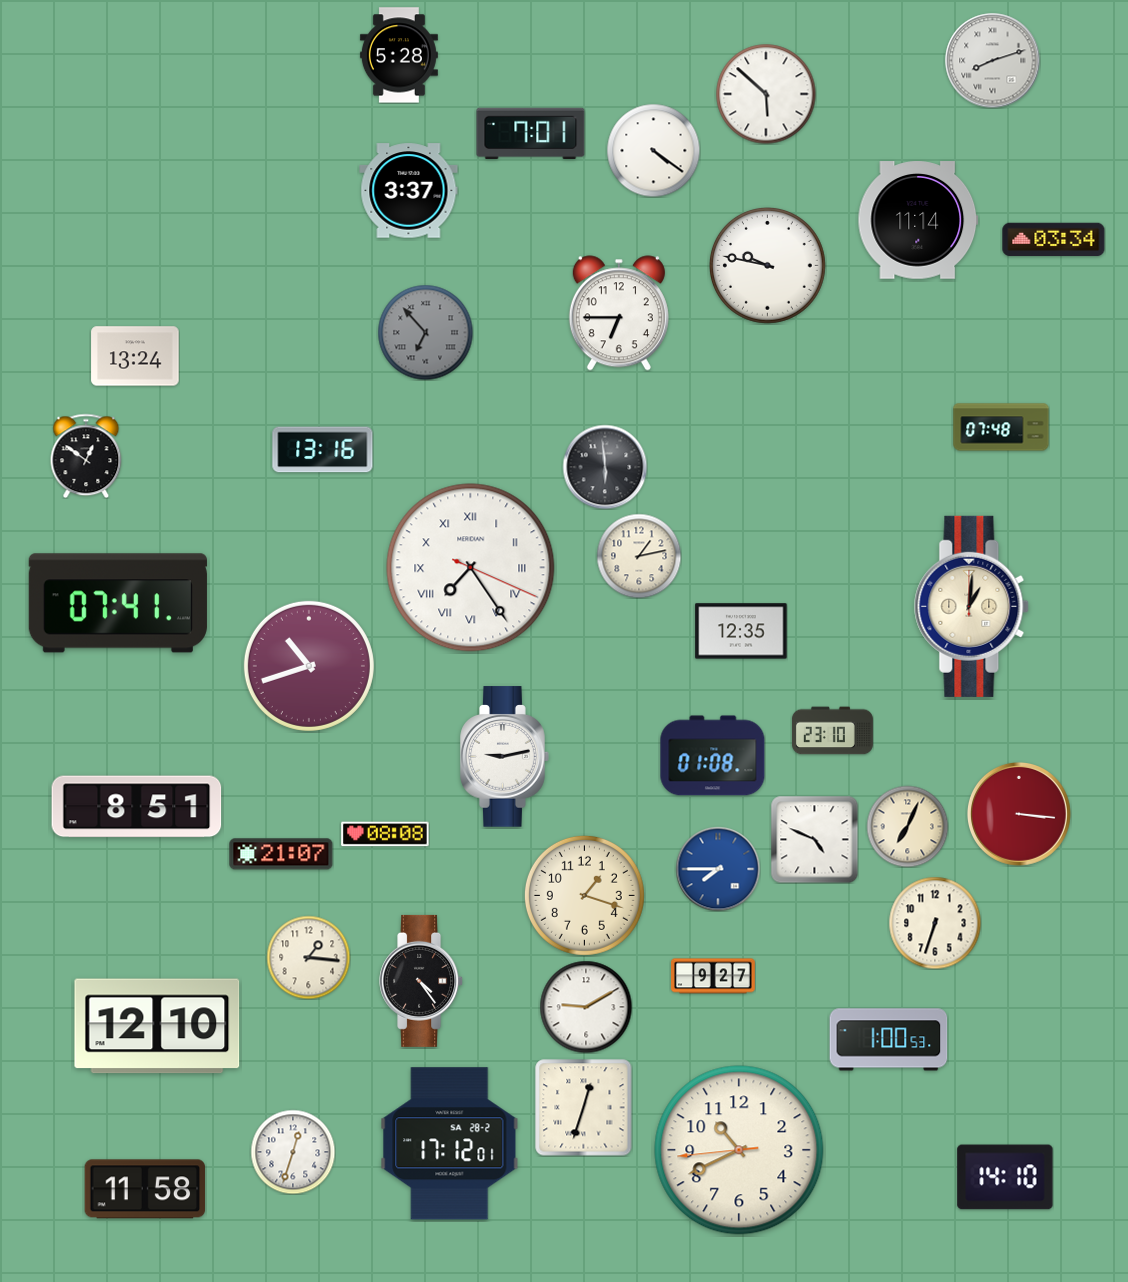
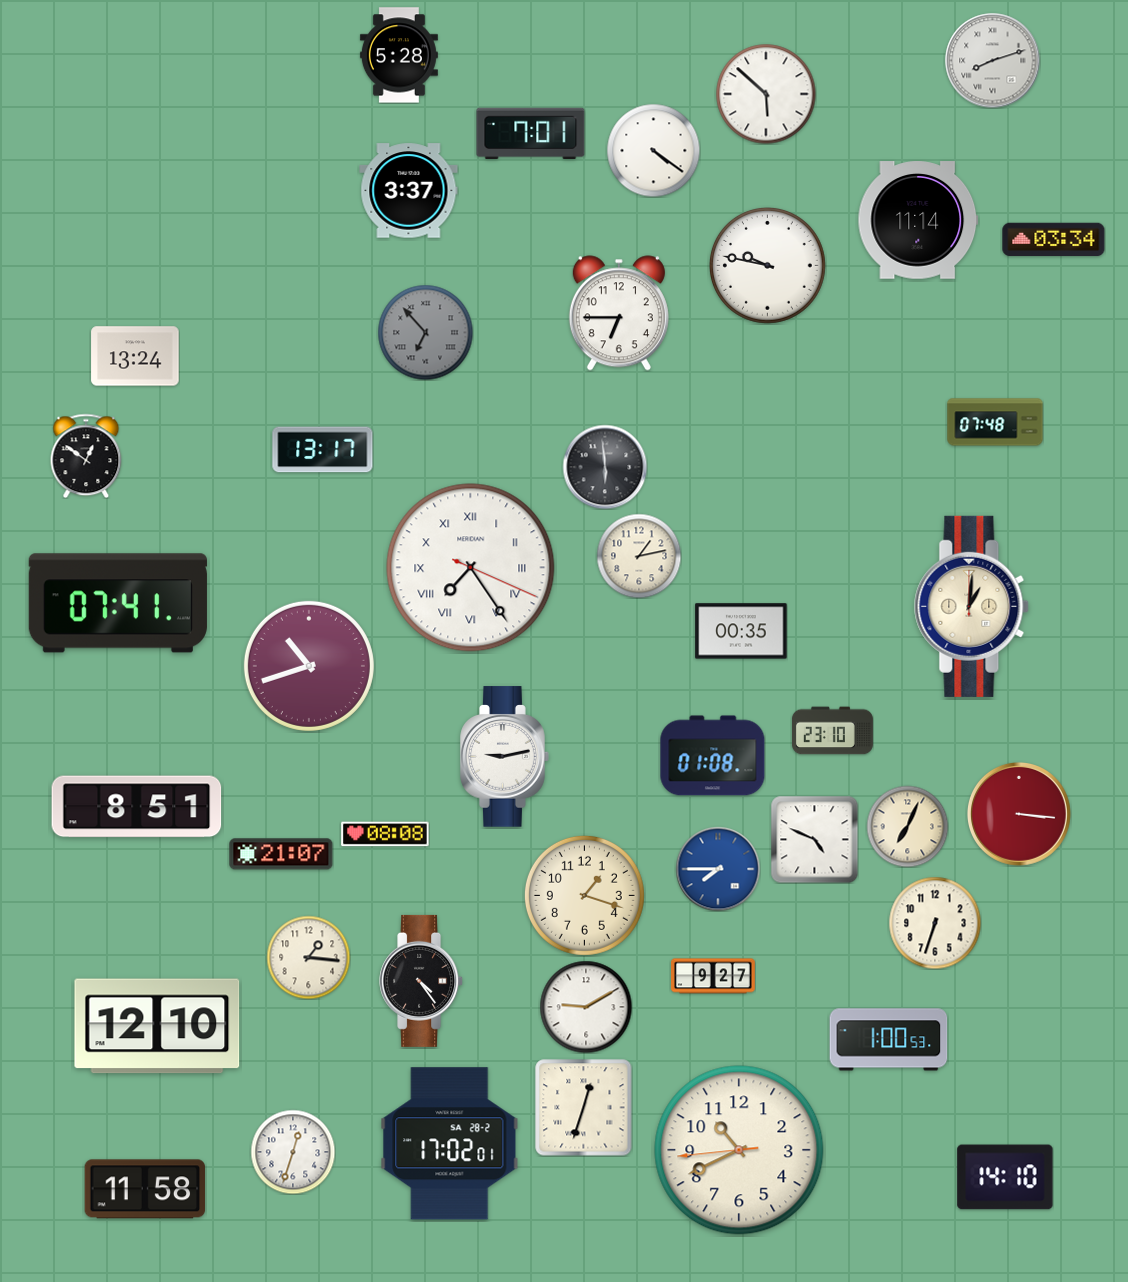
clock at (1001, 427) position: (1001, 427) -> (995, 422)
clock at (323, 450): 13:16 -> 13:17
clock at (741, 631): 12:35 -> 00:35
clock at (450, 1144): 17:12 -> 17:02
